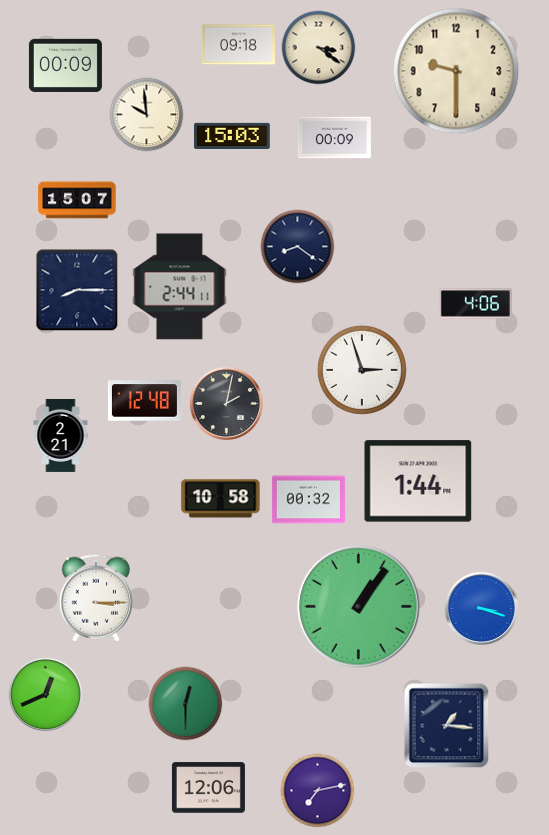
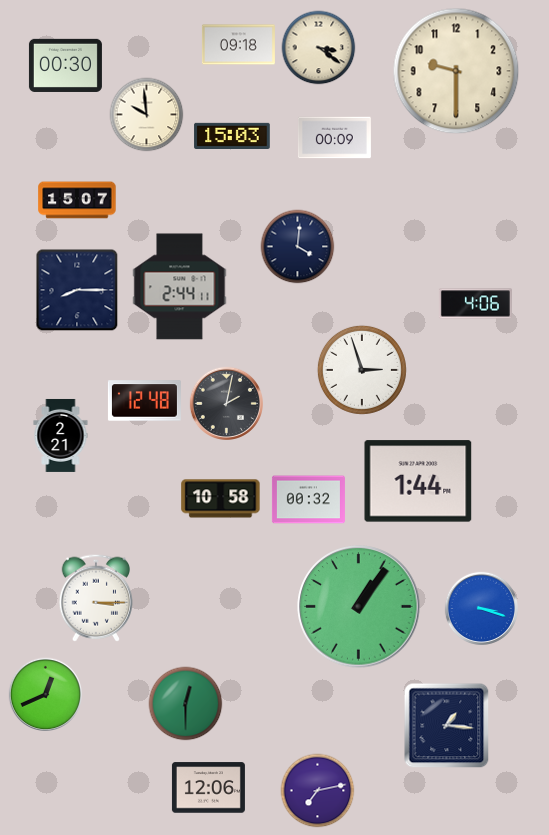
clock at (65, 65): 00:09 -> 00:30
clock at (298, 247): 8:21 -> 4:01
